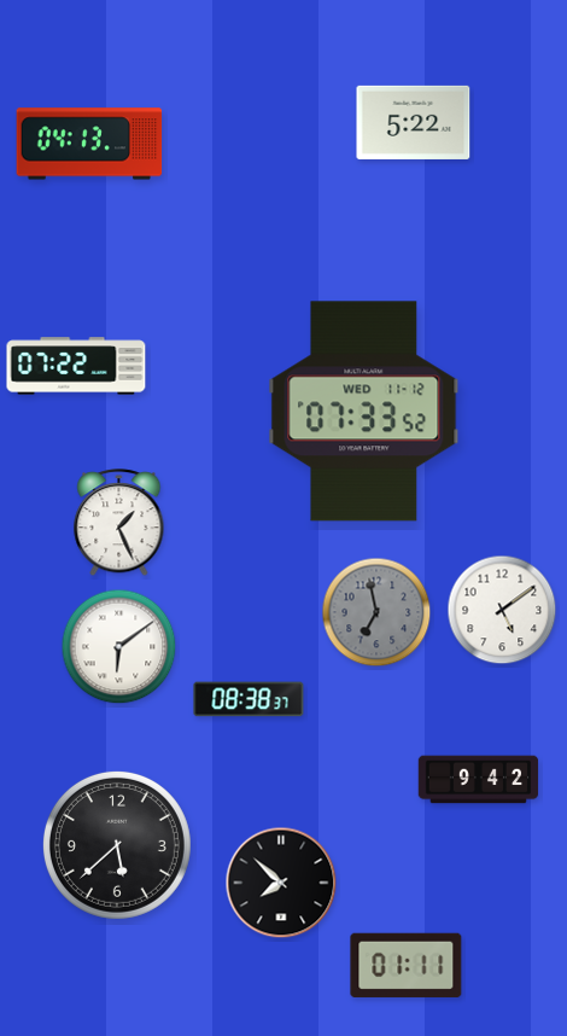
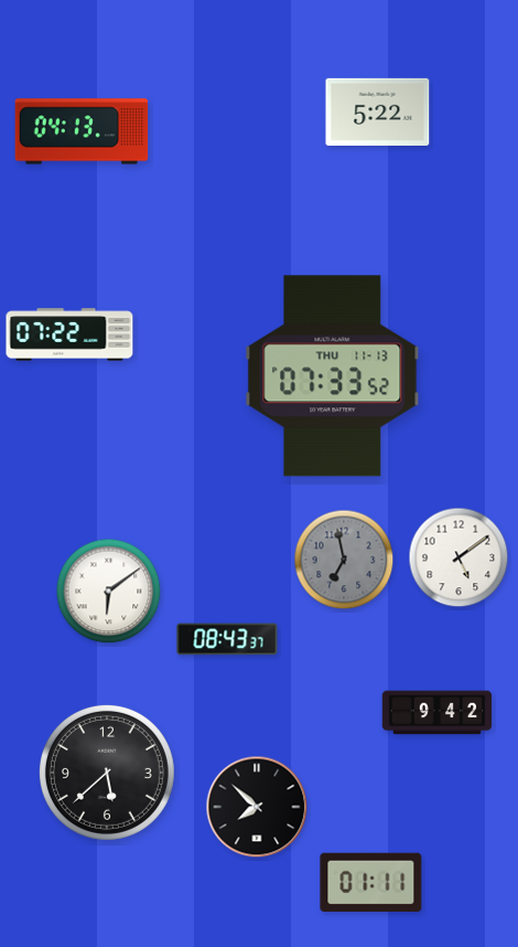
clock at (364, 412) date: WED 11-12 -> THU 11-13
clock at (119, 523): 1:26 -> none
clock at (249, 699): 08:38 -> 08:43
